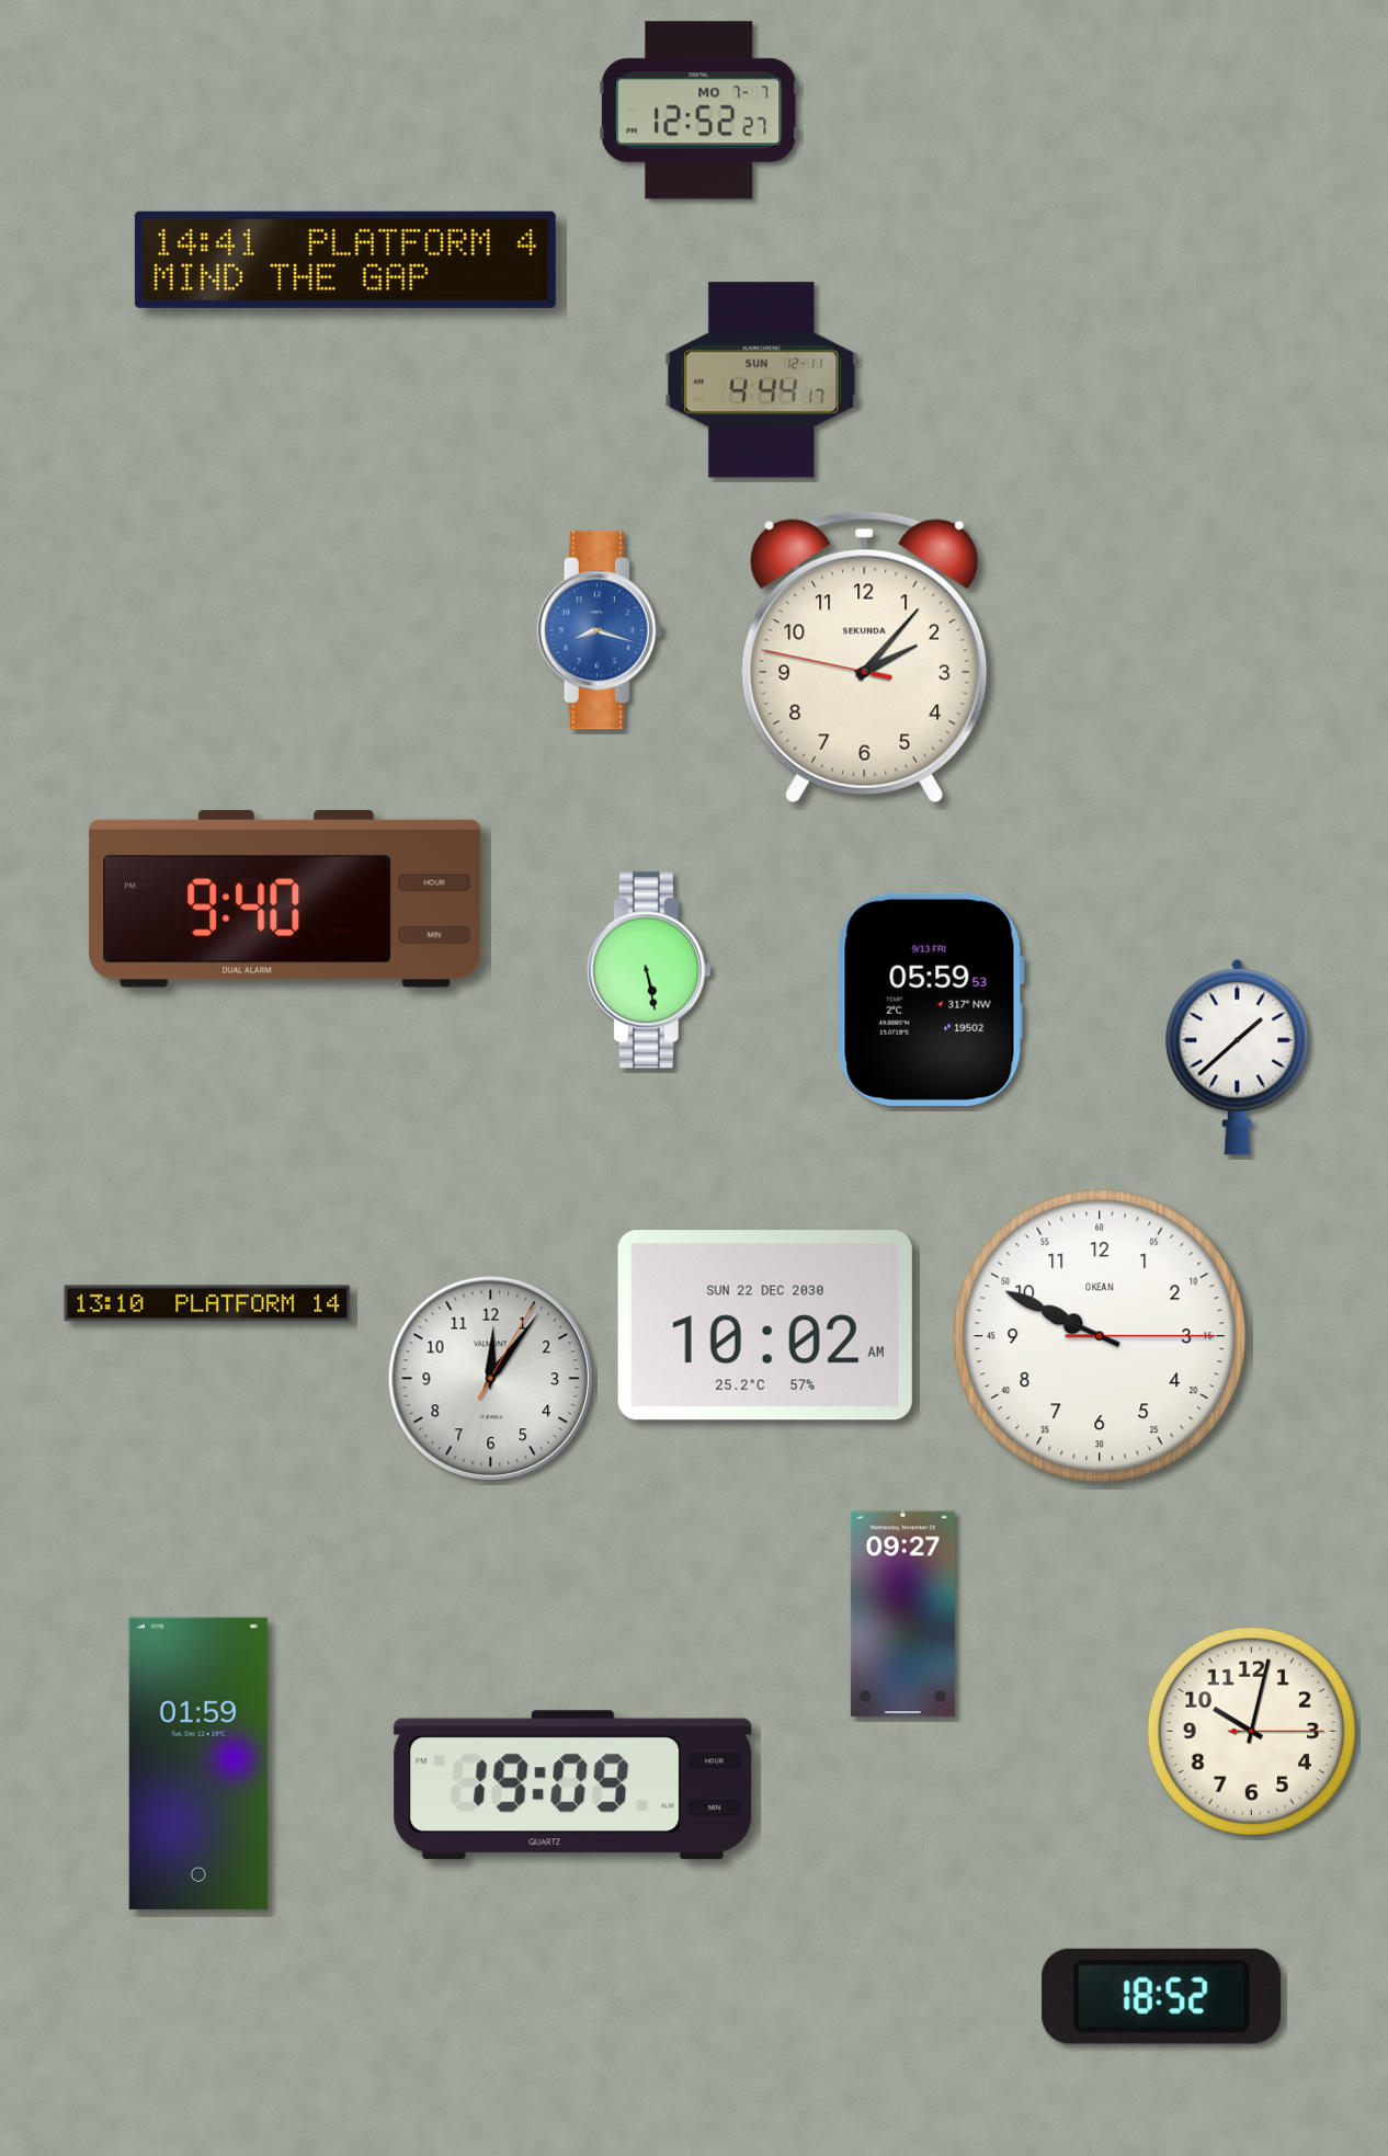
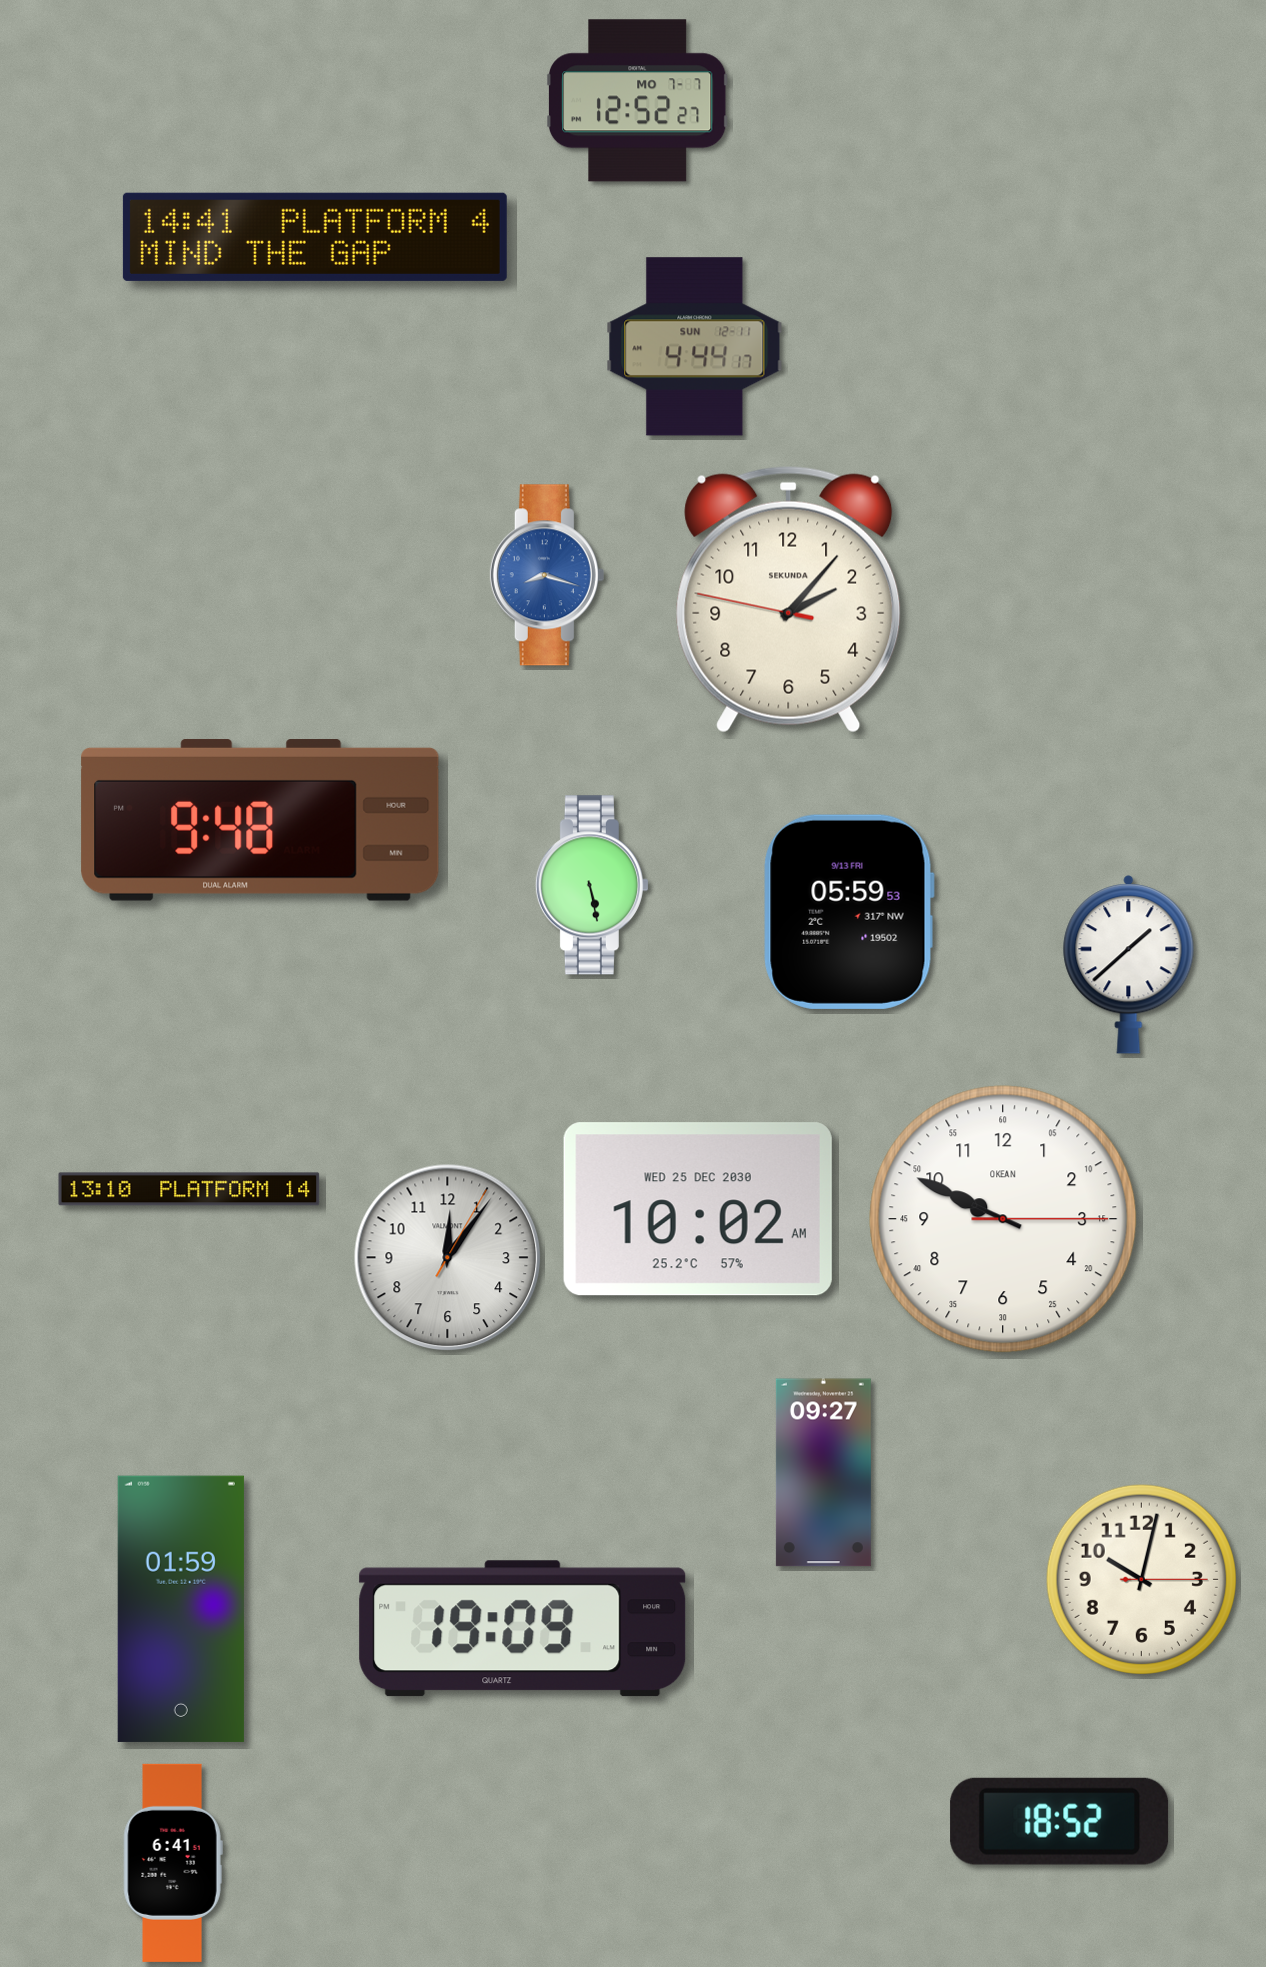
clock at (285, 900): 9:40 -> 9:48
clock at (765, 1325) date: SUN 22 DEC 2030 -> WED 25 DEC 2030
clock at (173, 1863): none -> 6:41
